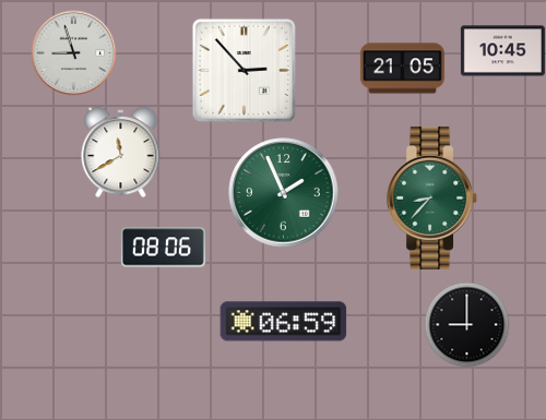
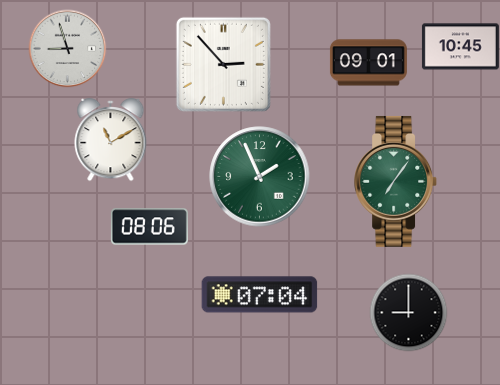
clock at (402, 69): 21:05 -> 09:01
clock at (121, 153): 11:40 -> 11:10
clock at (432, 197): 8:37 -> 7:06
clock at (284, 322): 06:59 -> 07:04
clock at (466, 324) position: (466, 324) -> (408, 312)
